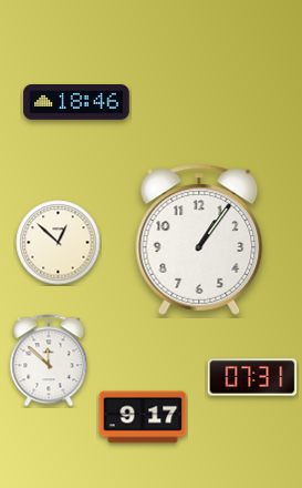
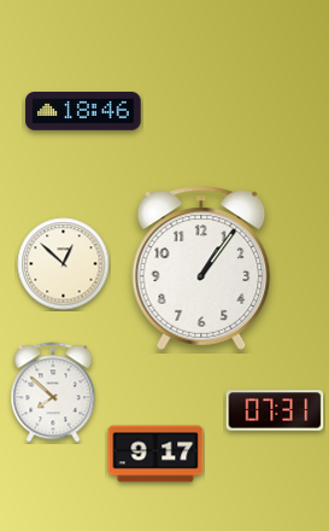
clock at (199, 240) position: (199, 240) -> (201, 268)
clock at (49, 360): 11:52 -> 7:52
